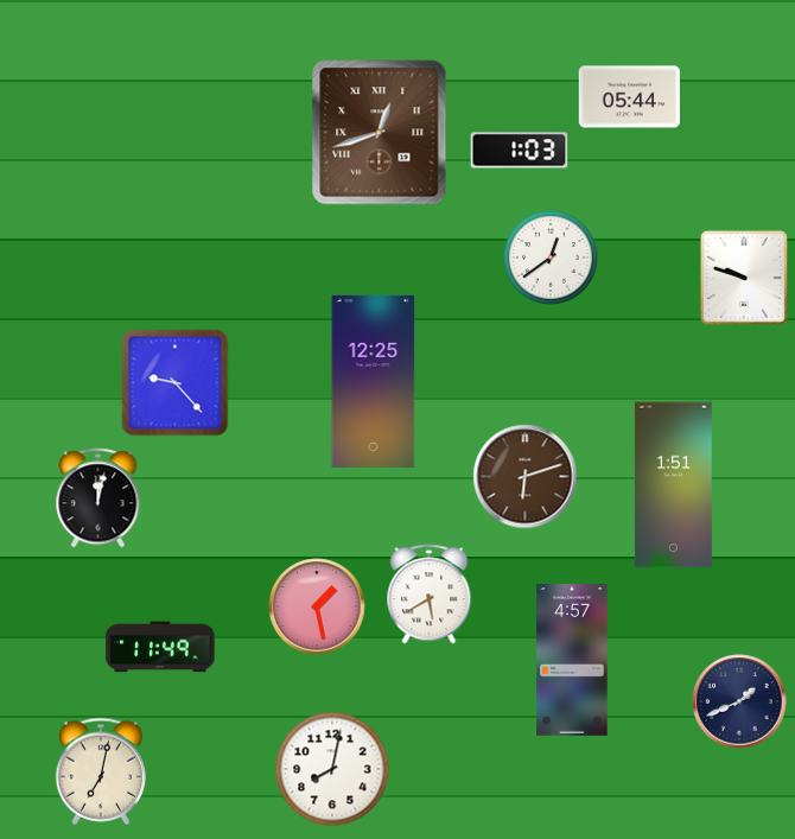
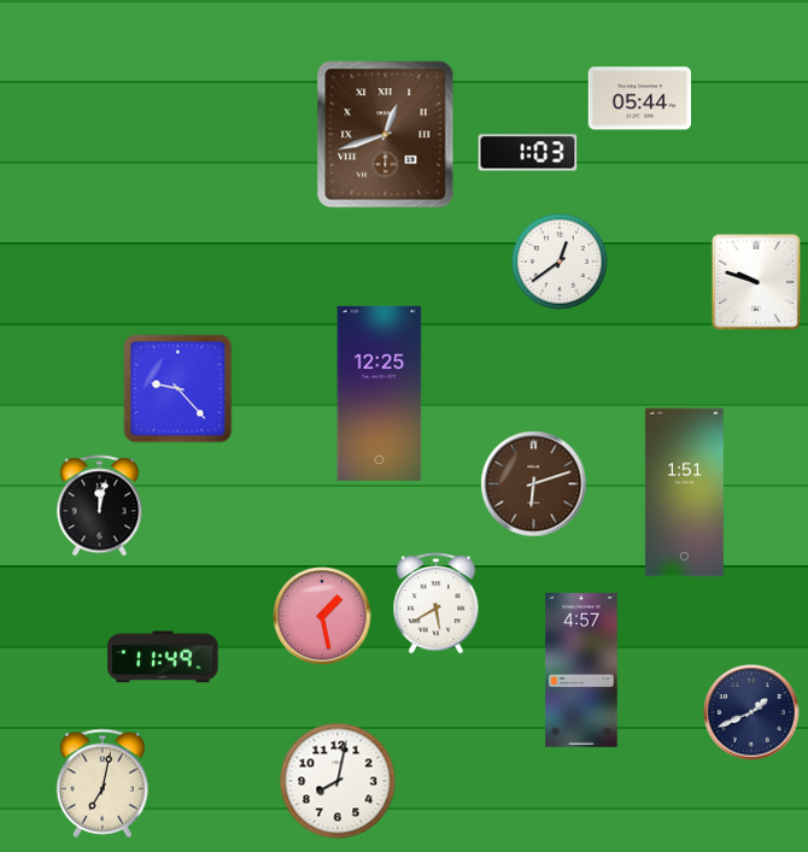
clock at (374, 381) position: (374, 381) -> (380, 393)
